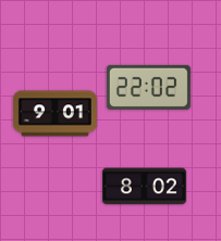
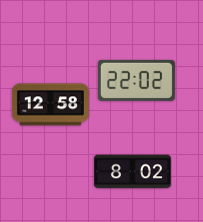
clock at (54, 114): 9:01 -> 12:58
